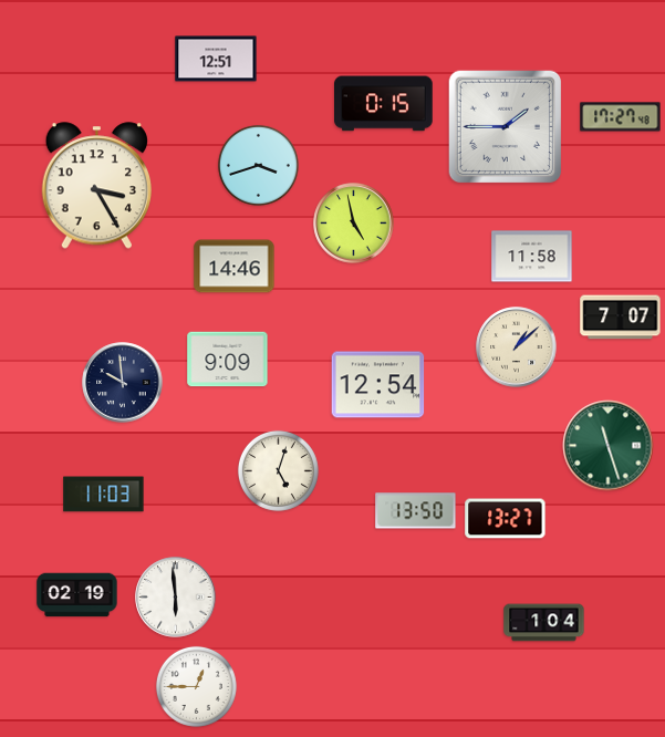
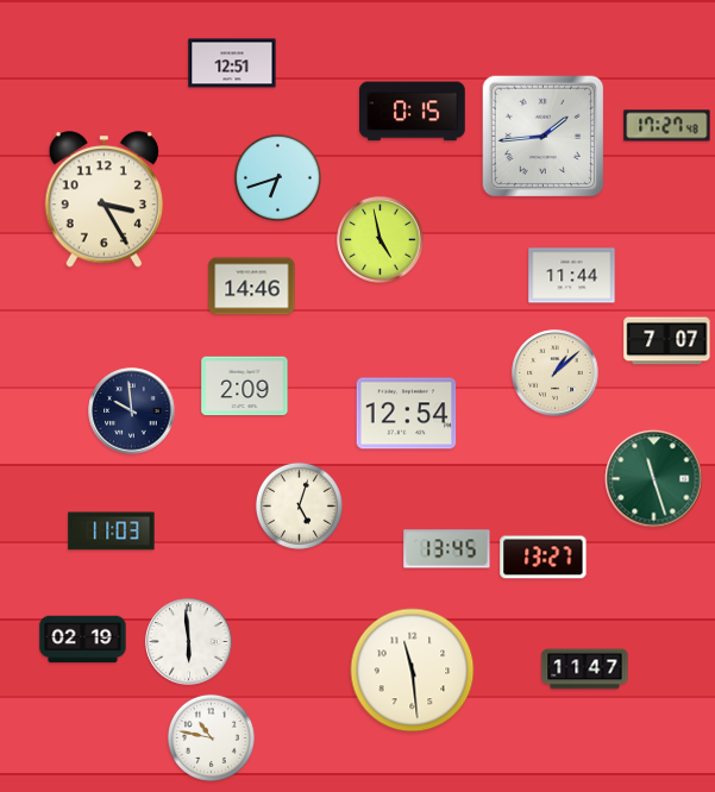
clock at (505, 126): 1:45 -> 1:44
clock at (258, 165): 3:42 -> 6:42
clock at (532, 257): 11:58 -> 11:44
clock at (228, 360): 9:09 -> 2:09
clock at (416, 511): 13:50 -> 13:45
clock at (544, 623): 1:04 -> 11:47
clock at (413, 671): none -> 11:29
clock at (196, 686): 12:45 -> 10:47
